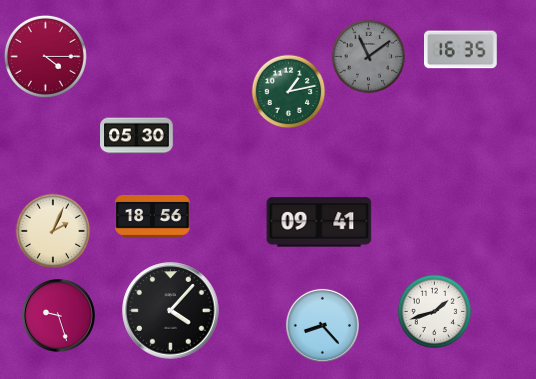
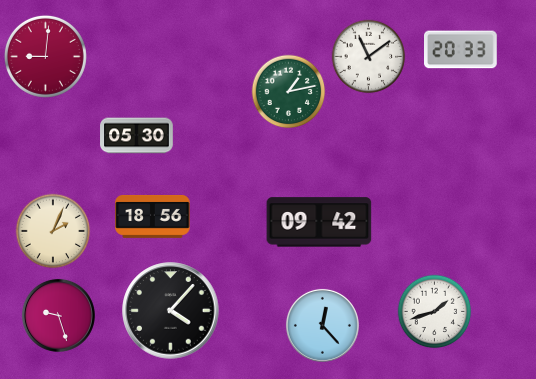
clock at (461, 50): 16:35 -> 20:33
clock at (45, 56): 4:15 -> 9:01
clock at (369, 57) dial: grey -> white
clock at (319, 222): 09:41 -> 09:42
clock at (322, 325): 8:23 -> 12:23
